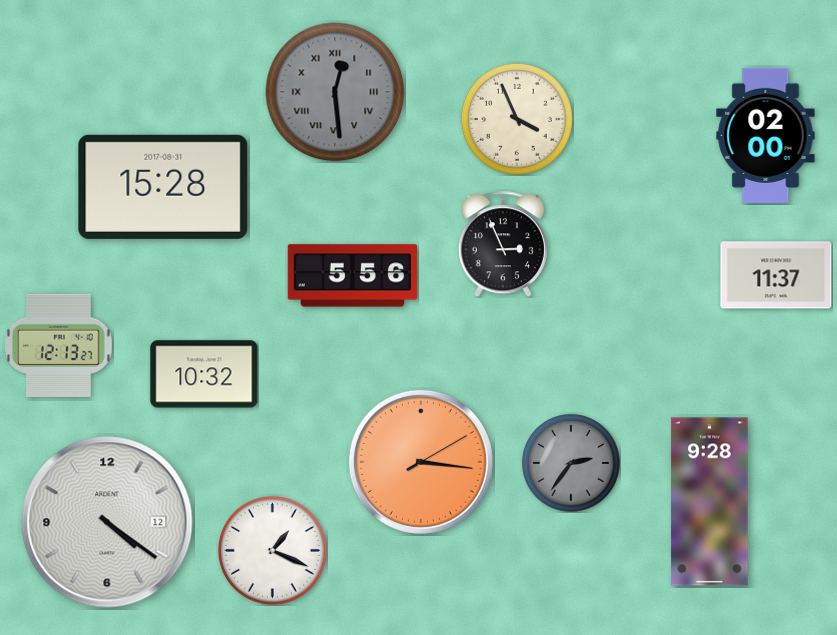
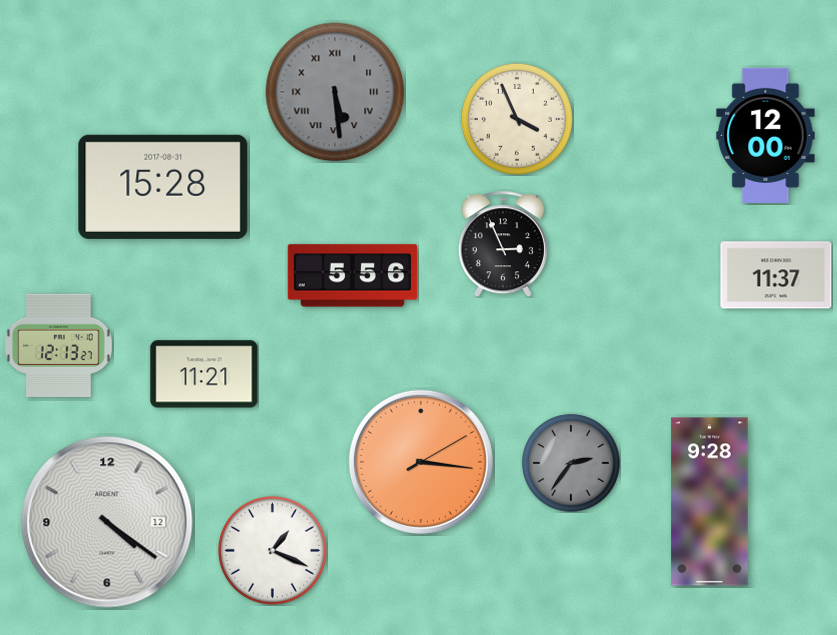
clock at (335, 92): 12:29 -> 5:29
clock at (766, 135): 02:00 -> 12:00
clock at (204, 374): 10:32 -> 11:21
